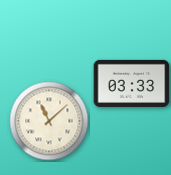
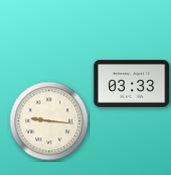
clock at (49, 121): 11:08 -> 9:16
